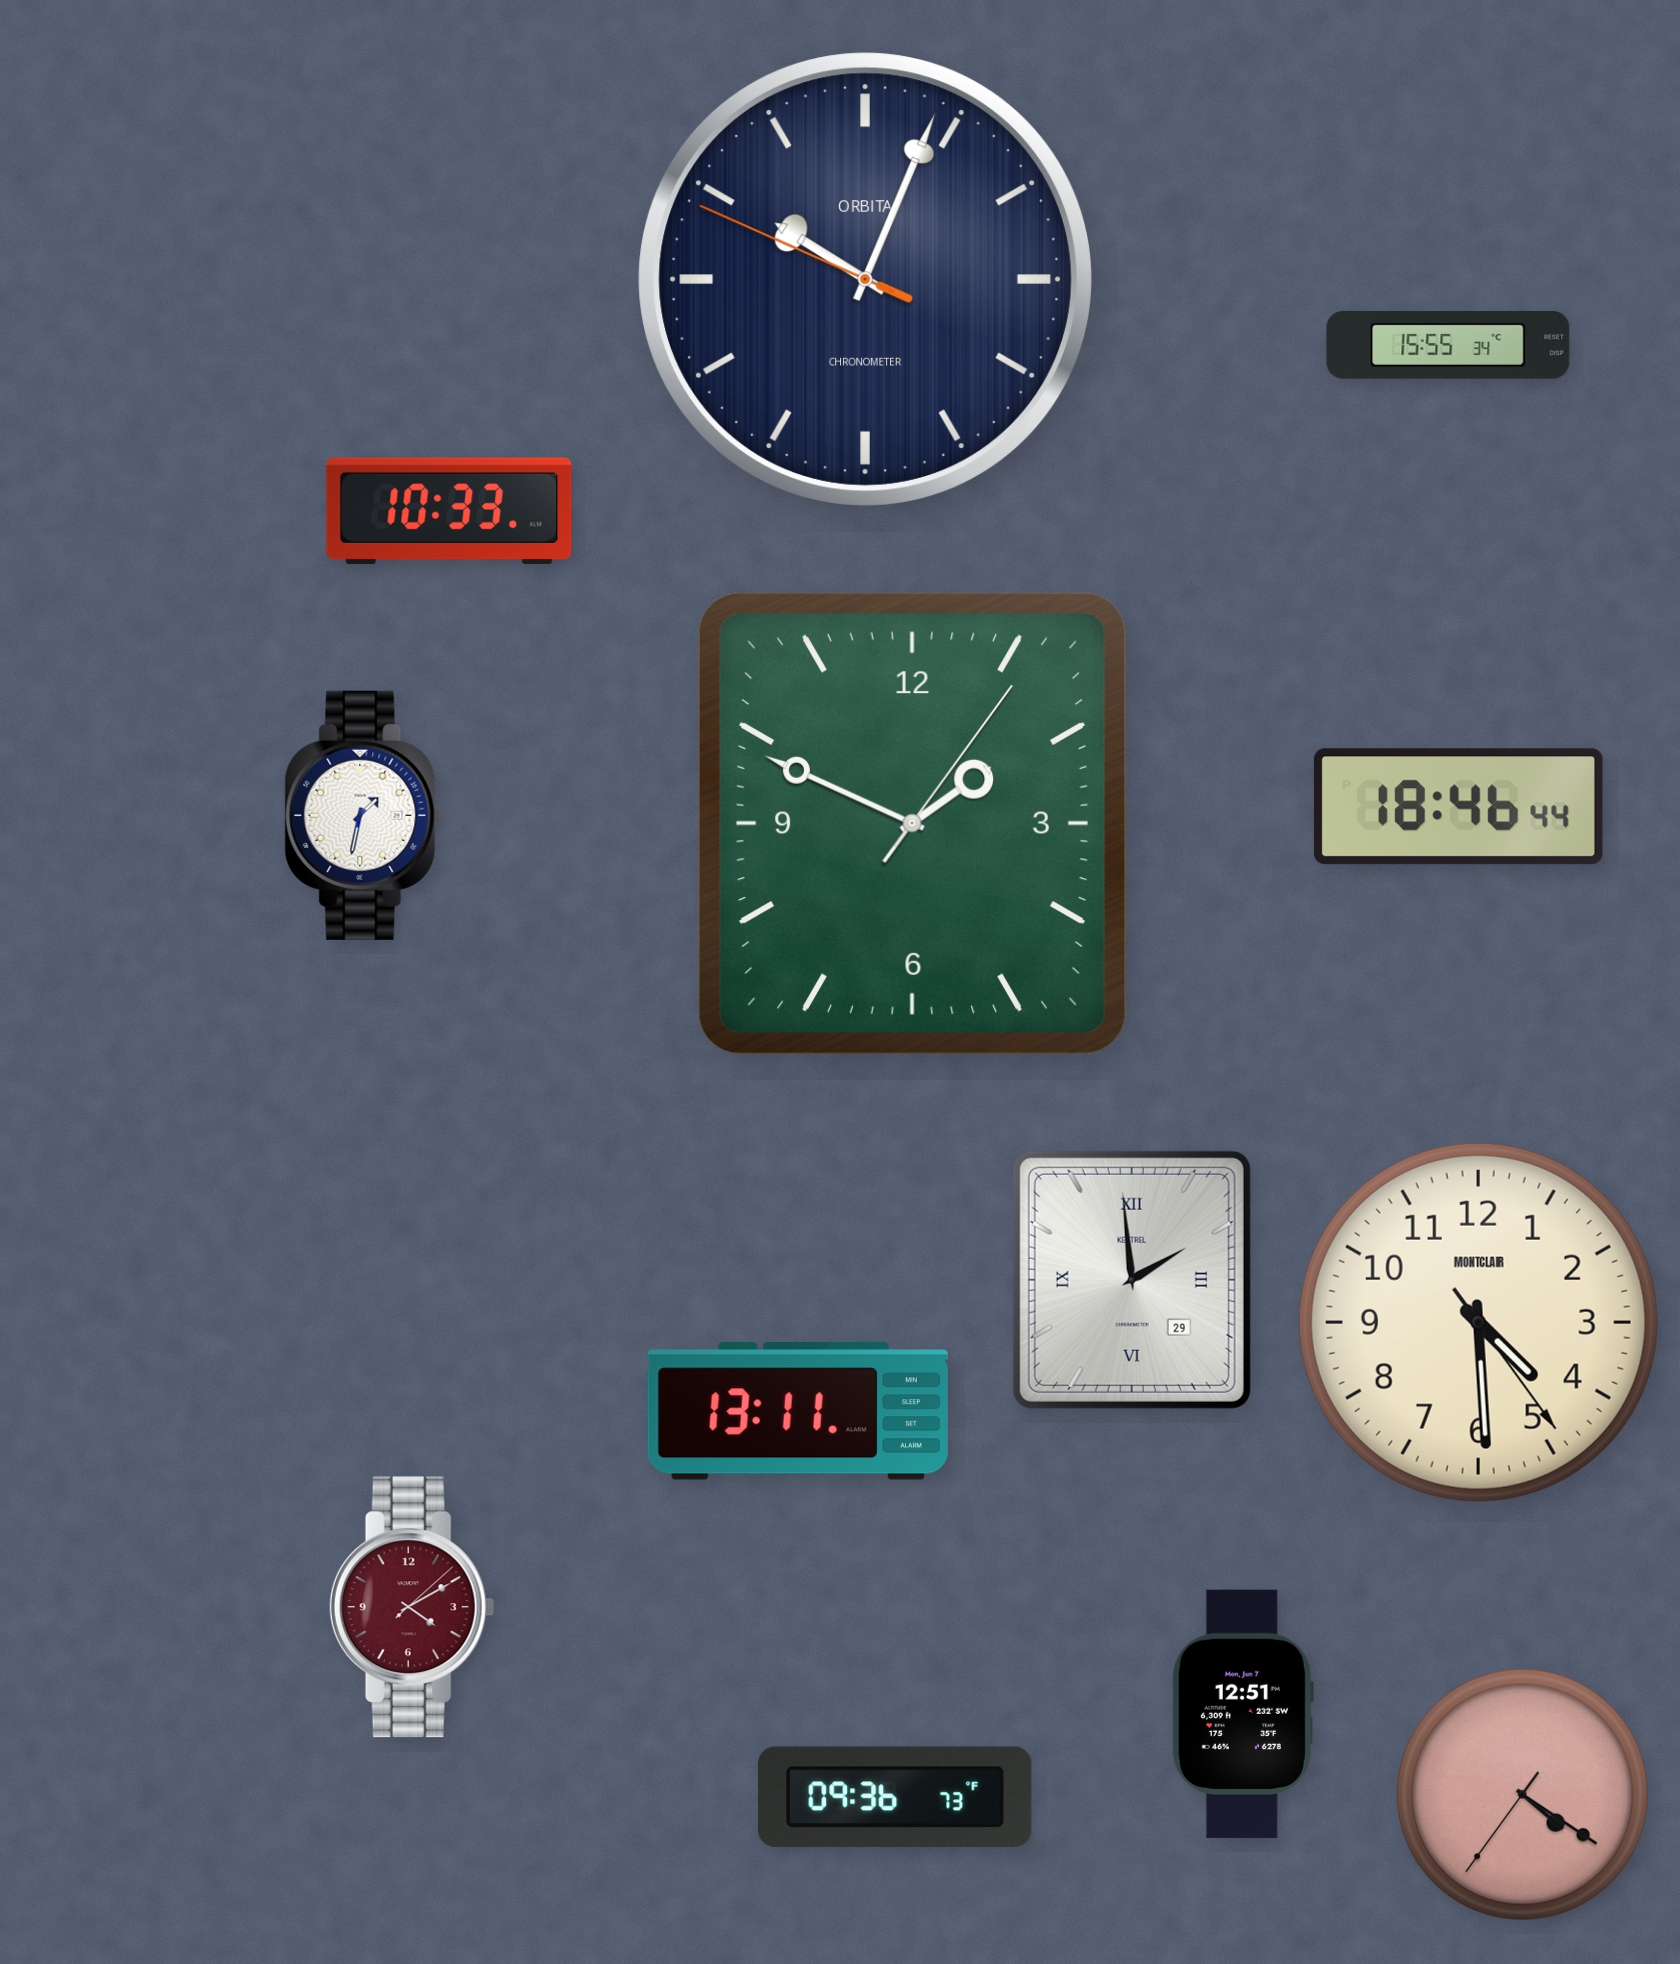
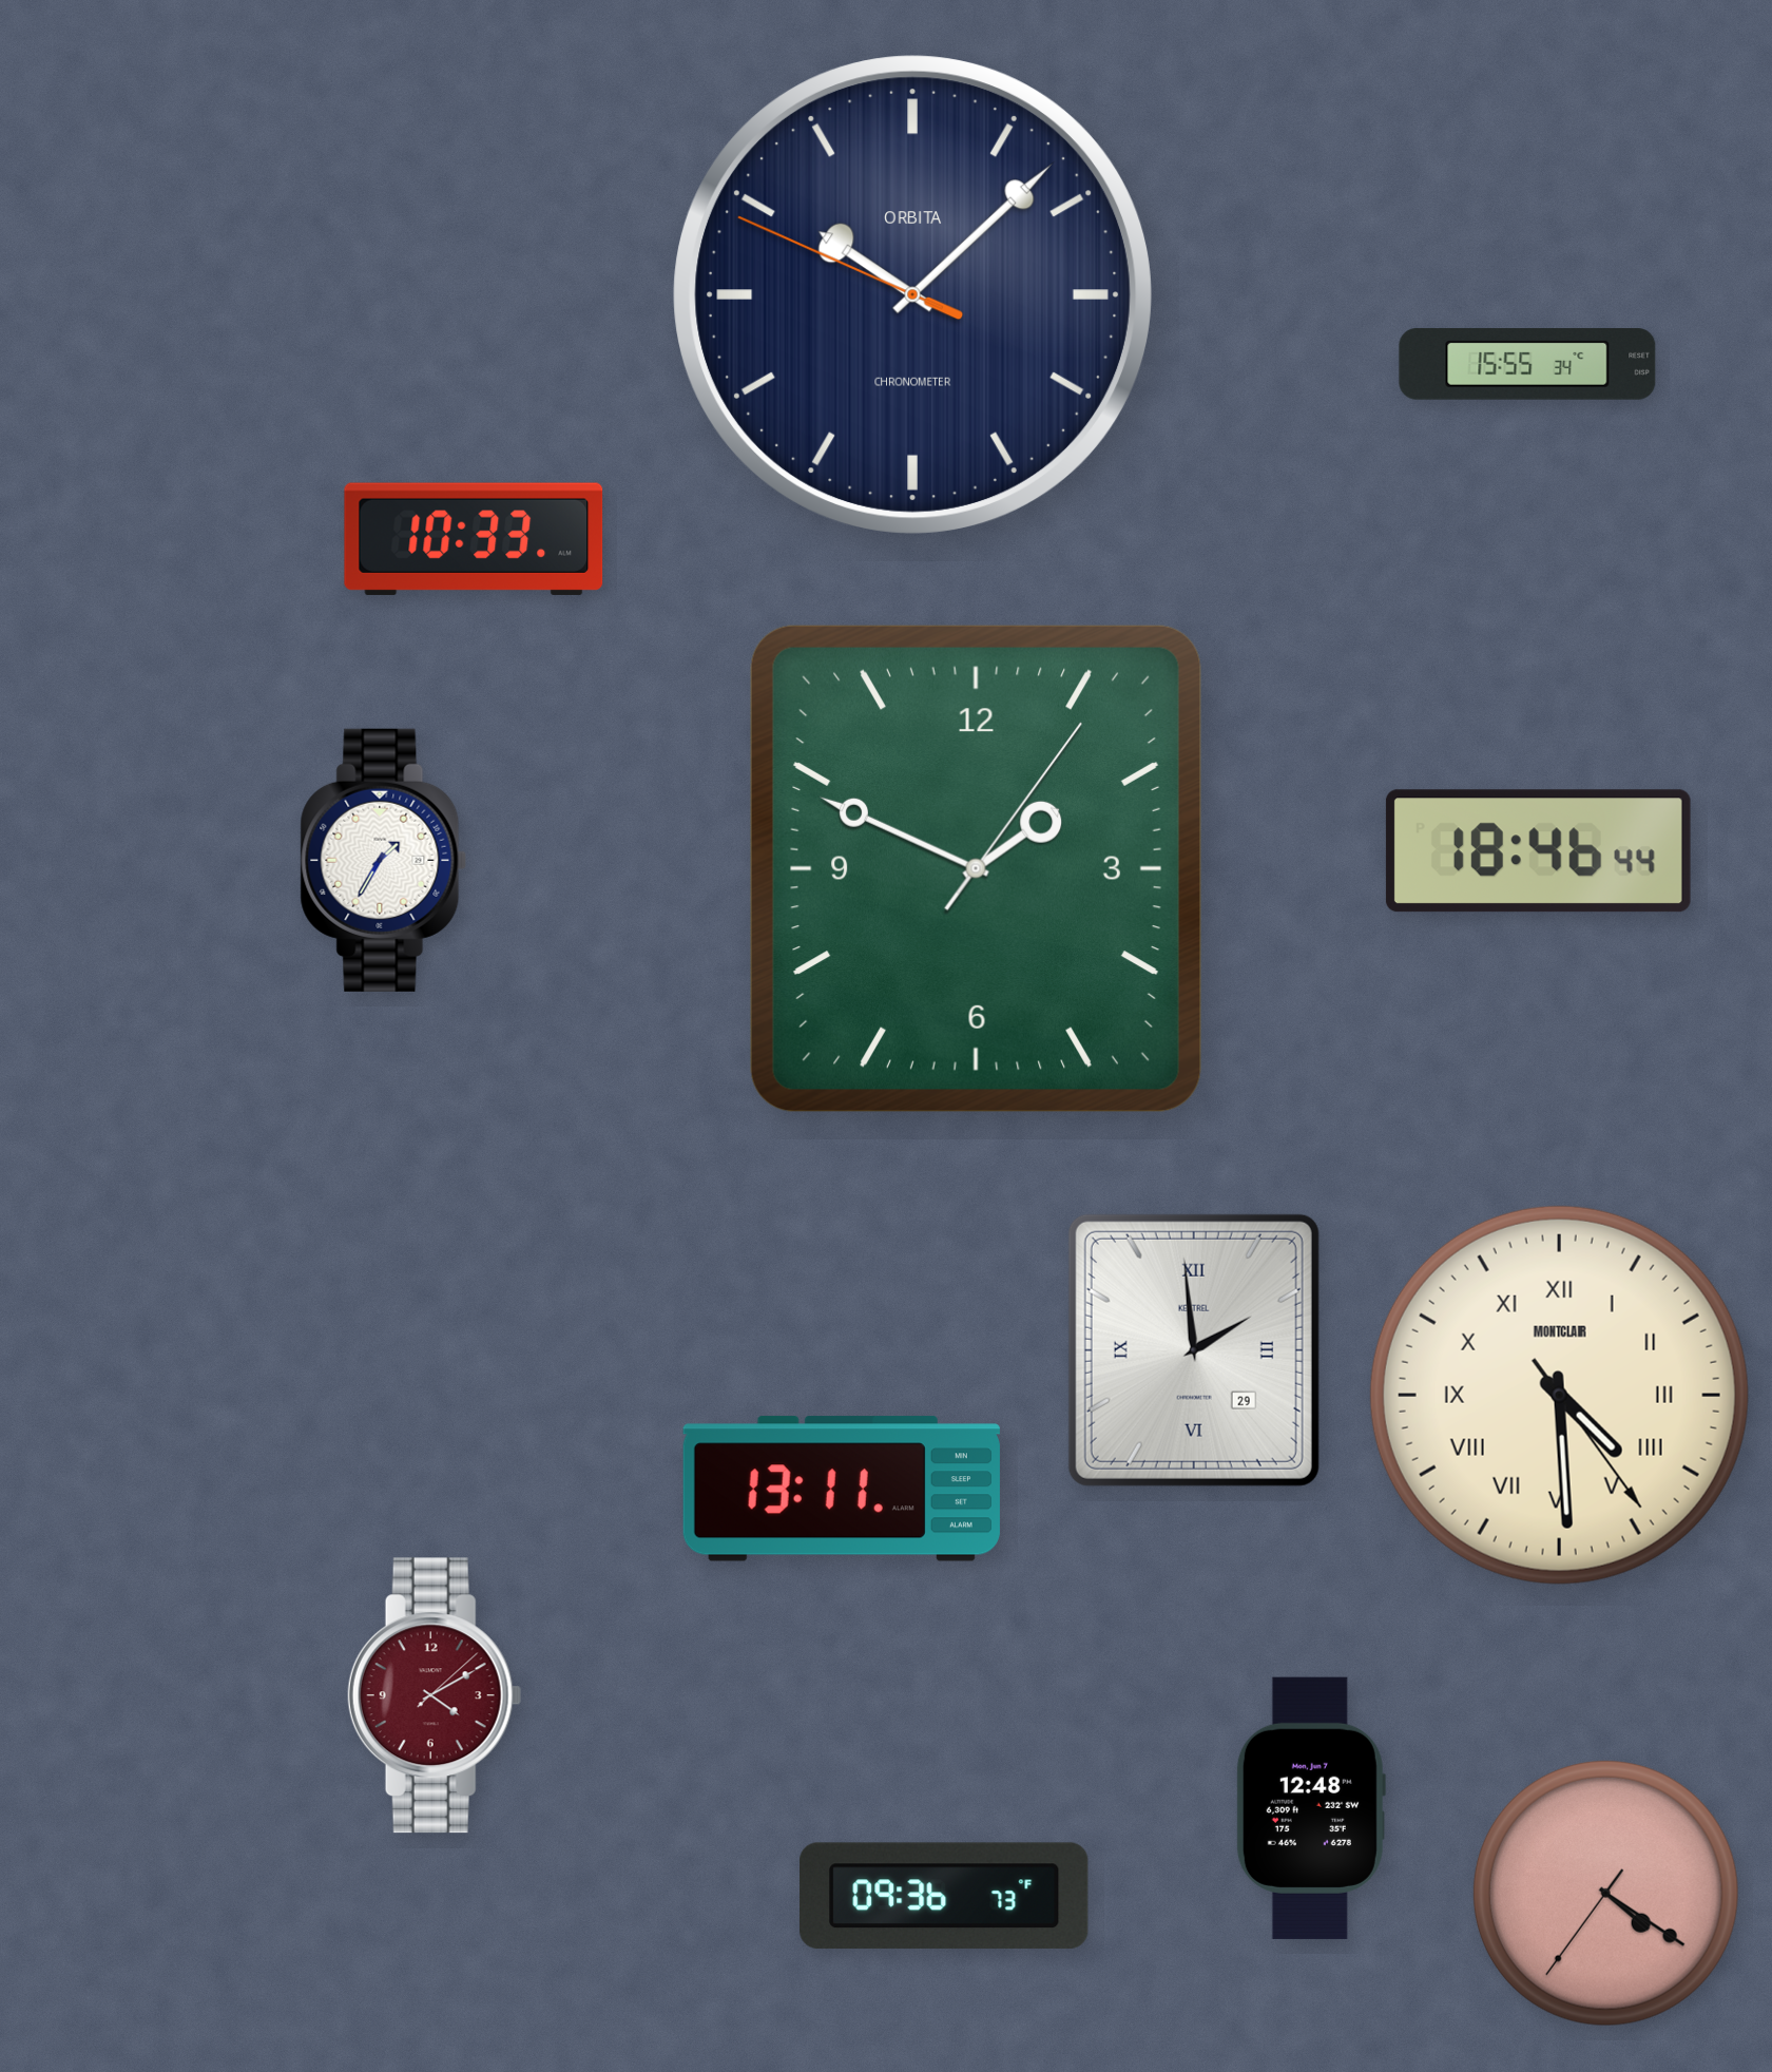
clock at (865, 279): 10:03 -> 10:07
clock at (364, 815): 1:32 -> 1:35
clock at (912, 823) position: (912, 823) -> (976, 868)
clock at (1478, 1322) numerals: Arabic -> Roman
clock at (1243, 1714): 12:51 -> 12:48
